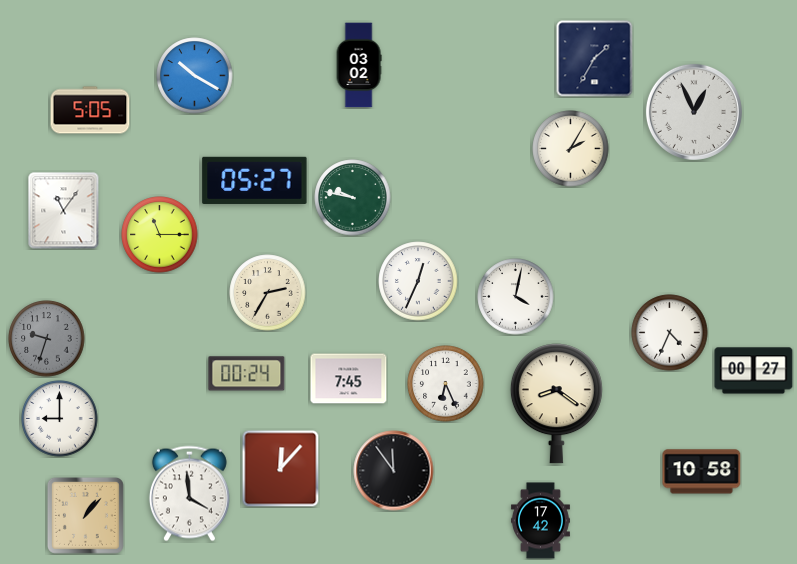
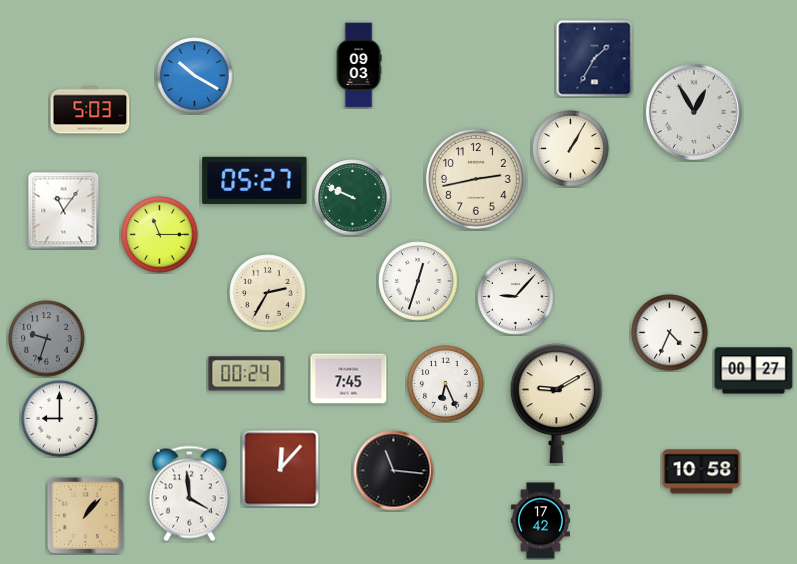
clock at (359, 65): 03:02 -> 09:03
clock at (90, 110): 5:05 -> 5:03
clock at (694, 112): 12:56 -> 12:55
clock at (571, 149): 2:05 -> 1:05
clock at (476, 179): none -> 2:43
clock at (353, 198): 9:47 -> 9:49
clock at (418, 281): 12:34 -> 12:33
clock at (516, 297): 4:02 -> 9:07
clock at (556, 404): 8:21 -> 9:10
clock at (394, 471): 11:54 -> 11:16
